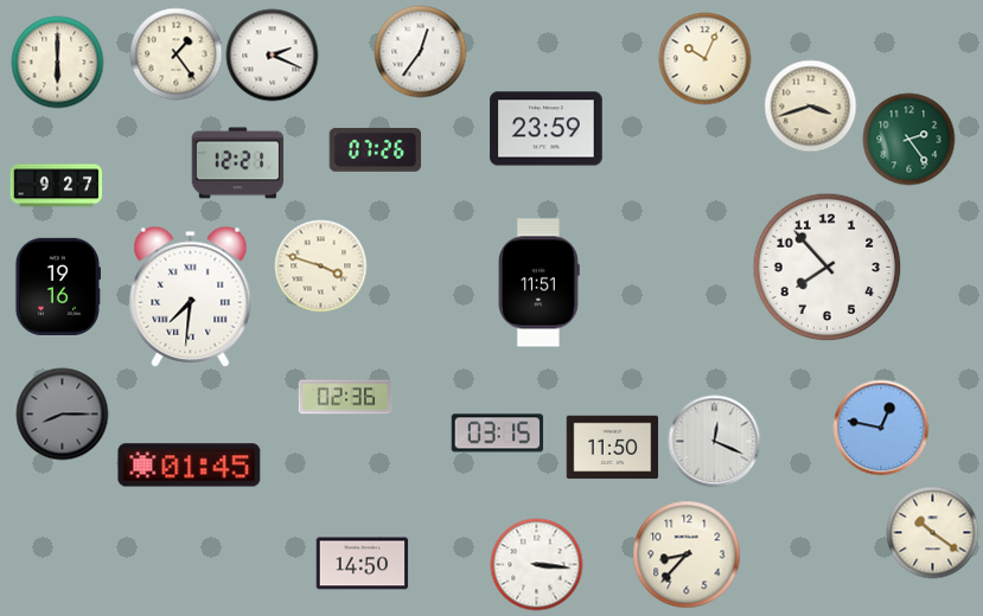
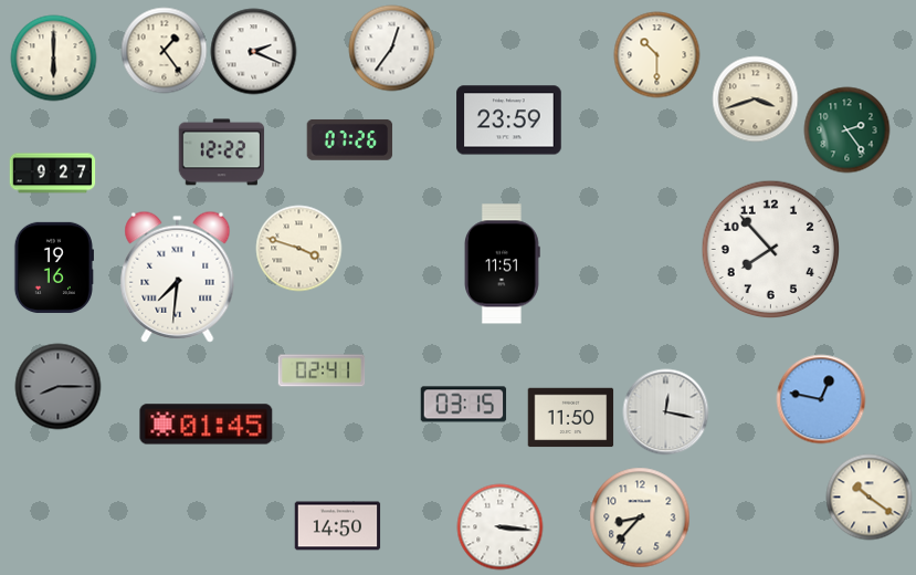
clock at (704, 58): 10:04 -> 10:30
clock at (237, 163): 12:21 -> 12:22
clock at (345, 397): 02:36 -> 02:41
clock at (714, 441): 12:19 -> 12:17
clock at (190, 466) position: (190, 466) -> (207, 425)
